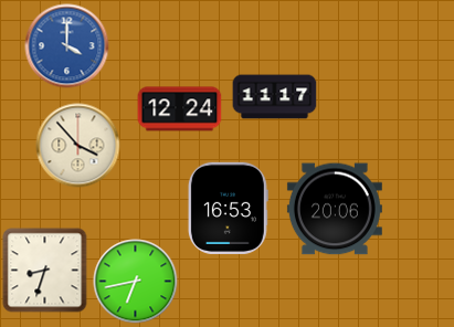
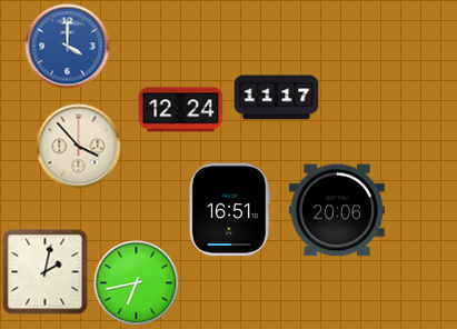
clock at (228, 208): 16:53 -> 16:51
clock at (45, 271): 8:33 -> 2:02
